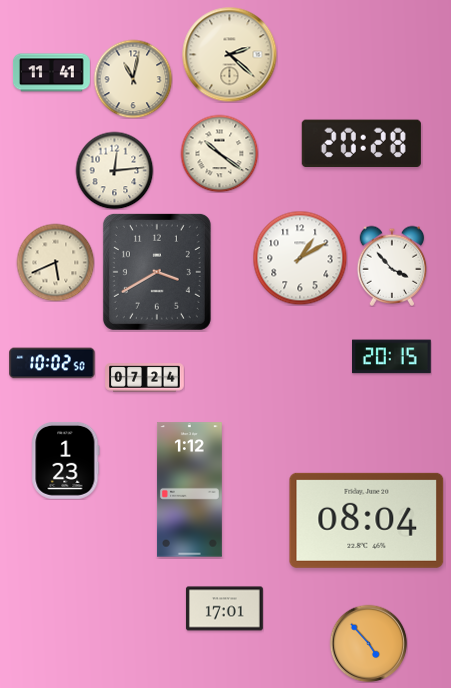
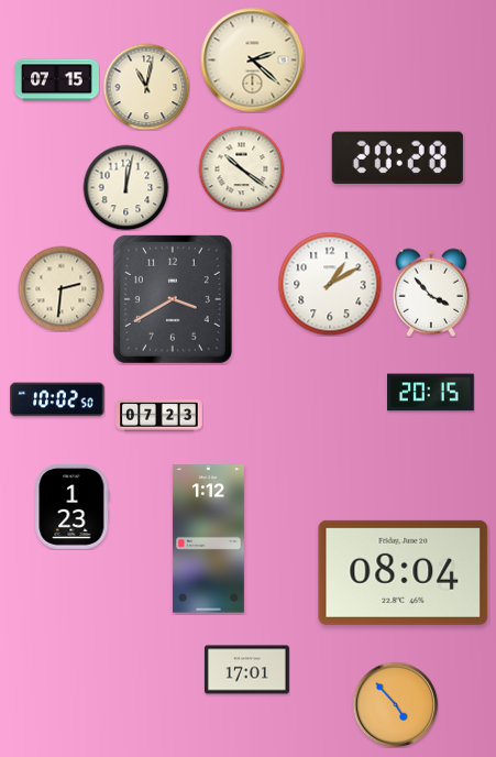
clock at (51, 73): 11:41 -> 07:15
clock at (114, 170): 12:14 -> 12:02
clock at (55, 262): 5:41 -> 2:31
clock at (145, 378): 07:24 -> 07:23
clock at (368, 643) position: (368, 643) -> (395, 704)
